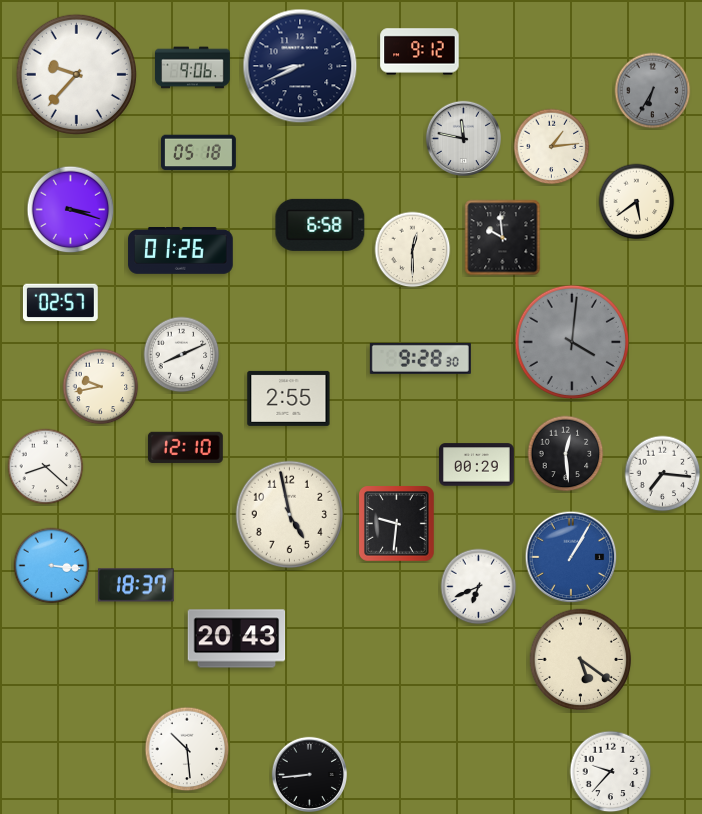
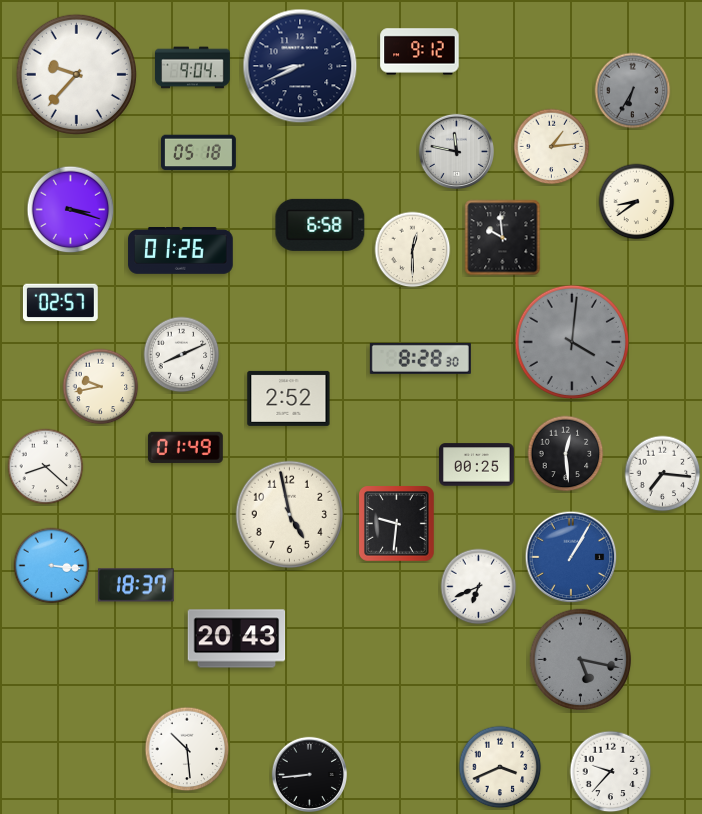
clock at (193, 68): 9:06 -> 9:04
clock at (653, 91) position: (653, 91) -> (633, 91)
clock at (463, 138) position: (463, 138) -> (456, 151)
clock at (637, 202): 5:39 -> 8:39
clock at (420, 358): 9:28 -> 8:28
clock at (289, 398): 2:55 -> 2:52
clock at (185, 447): 12:10 -> 01:49
clock at (477, 465): 00:29 -> 00:25
clock at (581, 660): 5:21 -> 5:17
clock at (581, 660) dial: cream -> grey
clock at (500, 767): none -> 3:41
